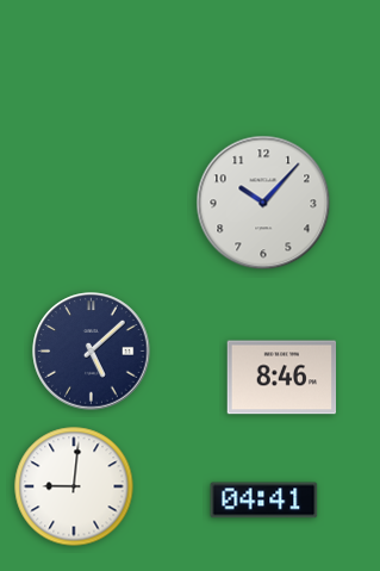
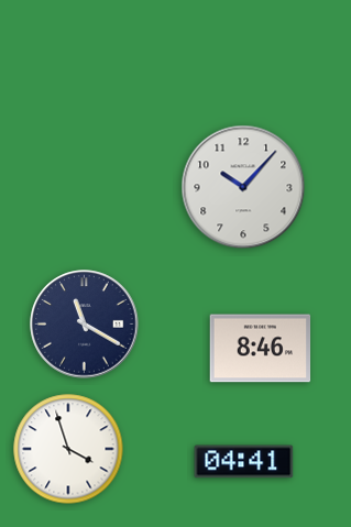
clock at (92, 352): 5:08 -> 11:20
clock at (74, 486): 9:01 -> 3:57
